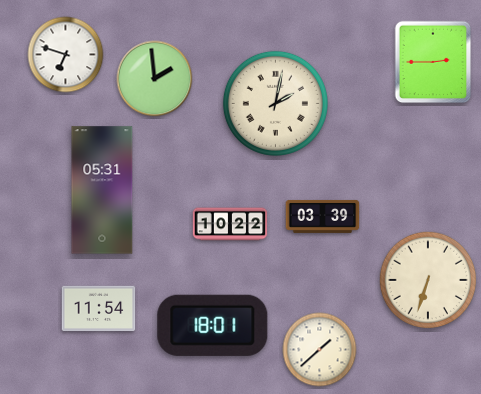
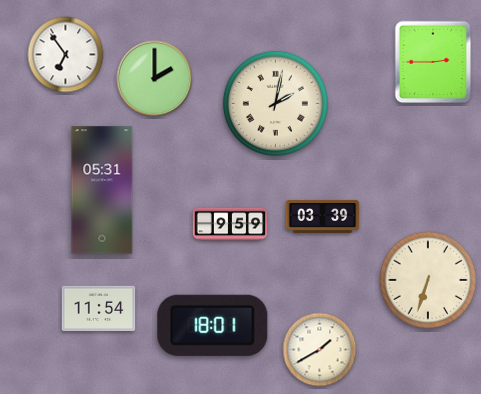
clock at (66, 55): 6:48 -> 6:54
clock at (155, 79): 1:59 -> 2:00
clock at (230, 224): 10:22 -> 9:59
clock at (320, 350): 1:38 -> 1:40
